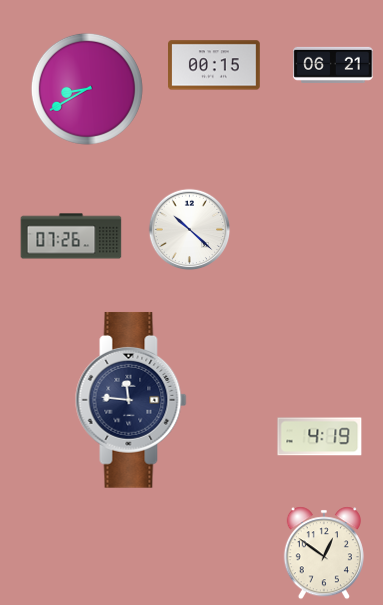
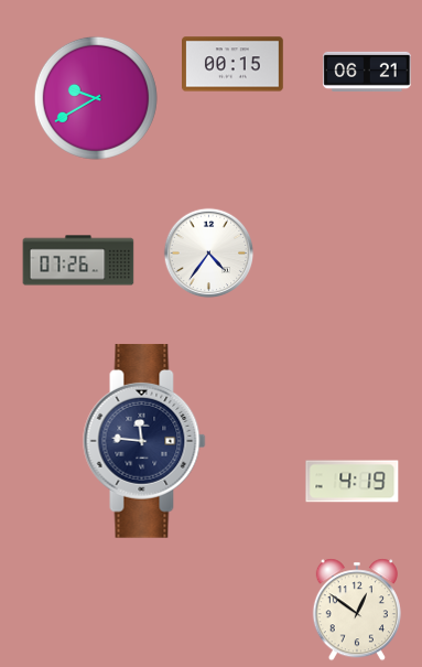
clock at (215, 65) position: (215, 65) -> (234, 64)
clock at (87, 89): 8:40 -> 9:40
clock at (190, 230): 10:22 -> 4:36
